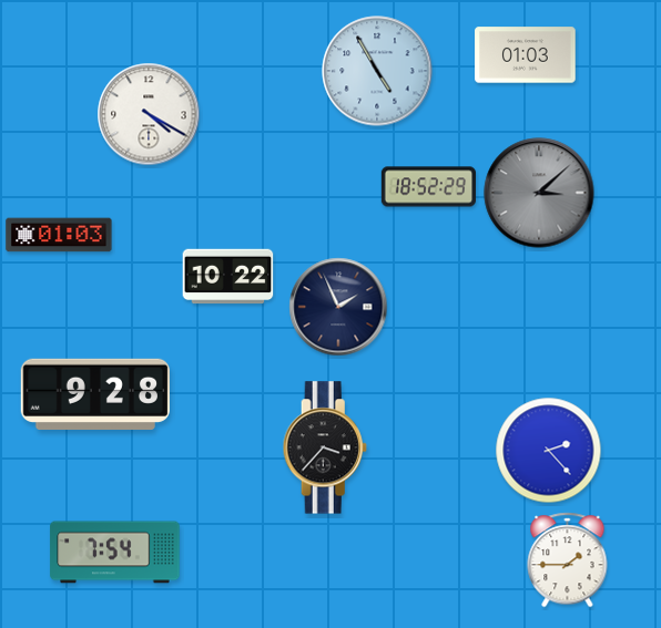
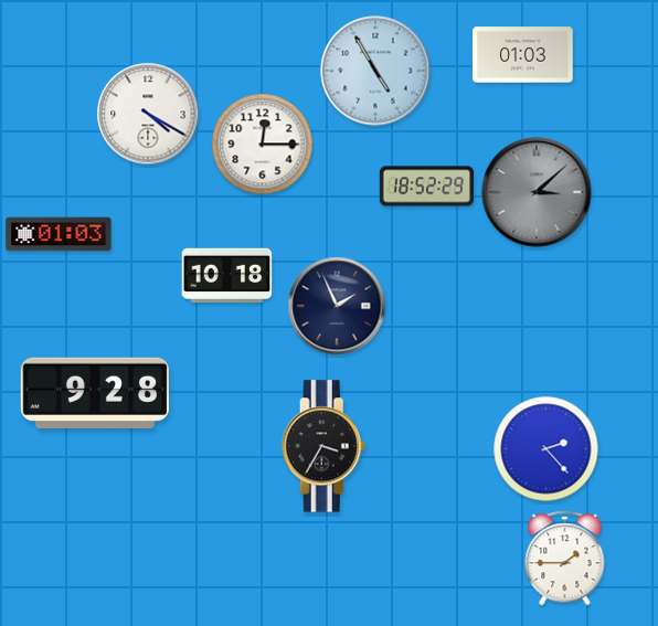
clock at (263, 145): none -> 12:15
clock at (228, 277): 10:22 -> 10:18
clock at (325, 447): 3:37 -> 3:35
clock at (115, 553): 7:54 -> none
